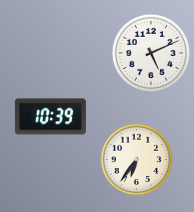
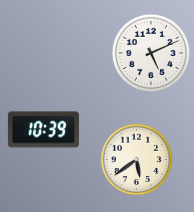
clock at (50, 117) position: (50, 117) -> (43, 130)
clock at (137, 160): 6:36 -> 5:39
